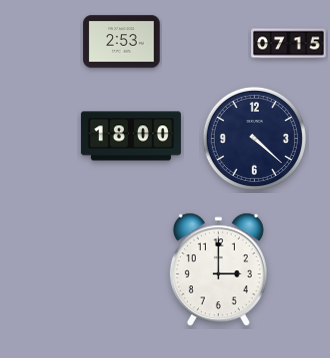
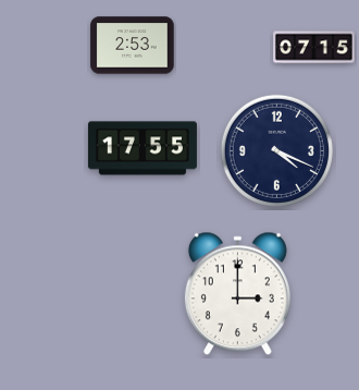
clock at (131, 136): 18:00 -> 17:55
clock at (254, 138): 4:22 -> 4:19
